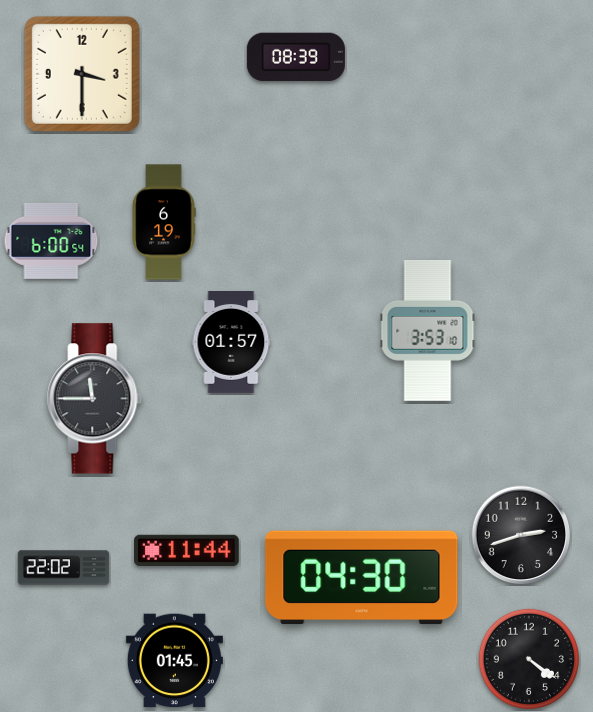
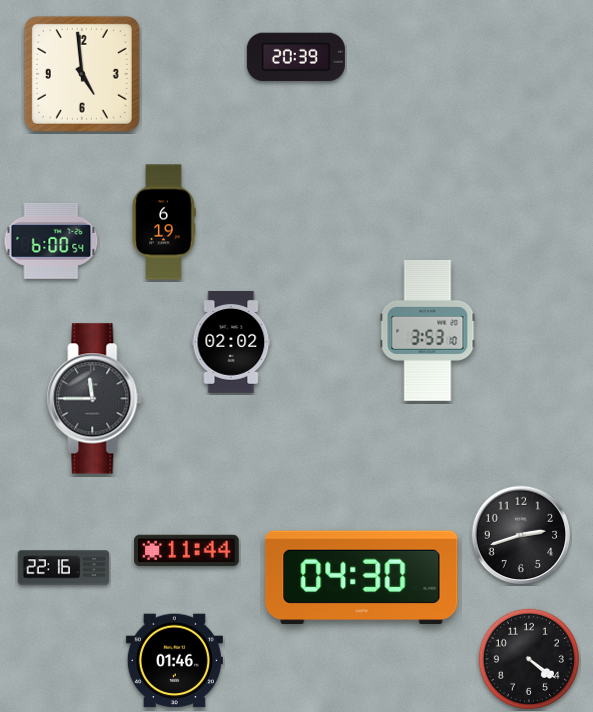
clock at (296, 57): 08:39 -> 20:39
clock at (82, 74): 3:30 -> 4:59
clock at (231, 343): 01:57 -> 02:02
clock at (64, 568): 22:02 -> 22:16
clock at (174, 661): 01:45 -> 01:46
